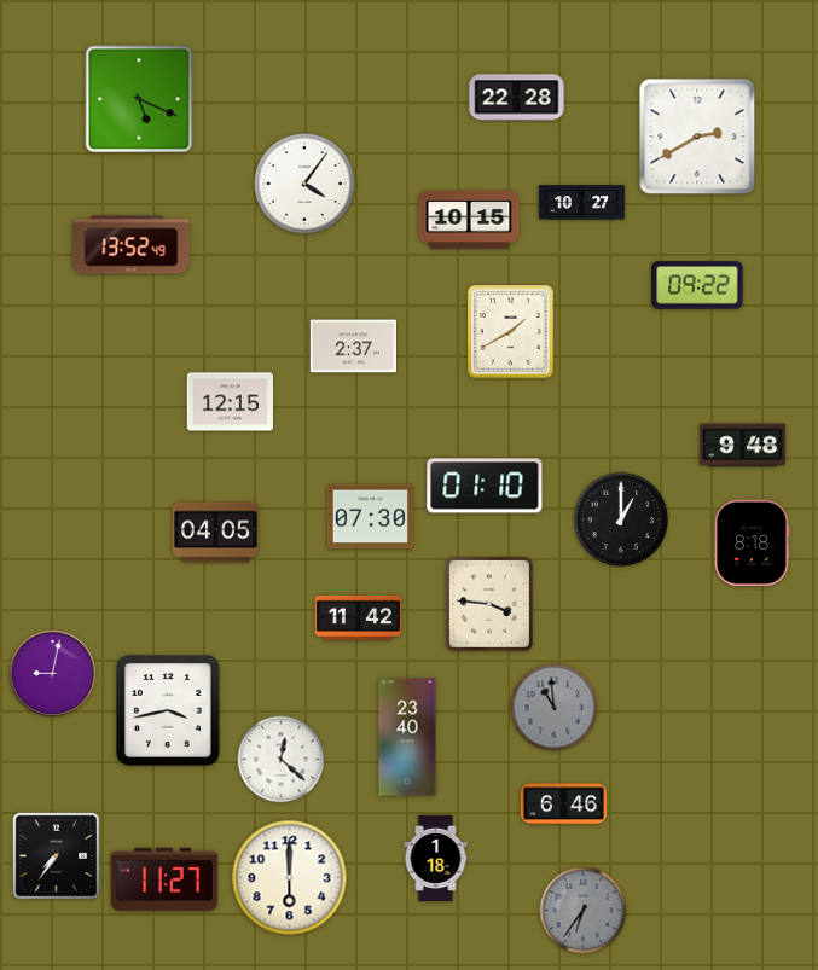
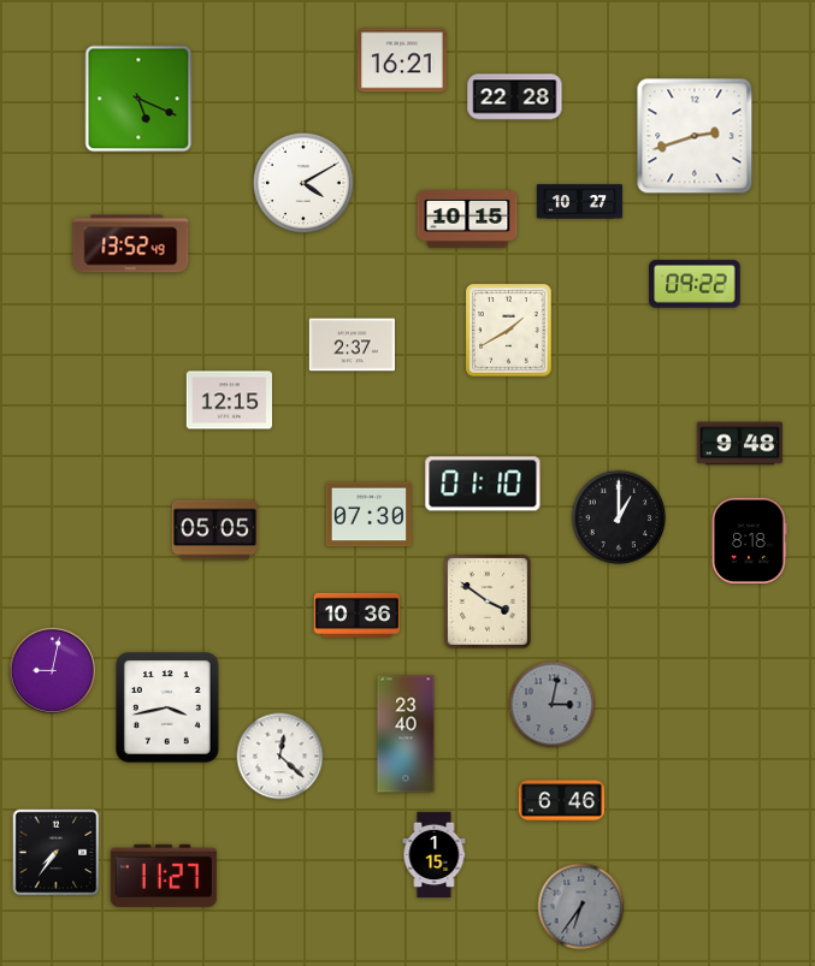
clock at (402, 60): none -> 16:21
clock at (697, 137): 2:40 -> 2:42
clock at (304, 184): 4:06 -> 4:10
clock at (215, 533): 04:05 -> 05:05
clock at (491, 605): 3:46 -> 3:51
clock at (359, 617): 11:42 -> 10:36
clock at (555, 708): 10:59 -> 3:02
clock at (436, 859): 1:18 -> 1:15
clock at (290, 878): 6:00 -> none
